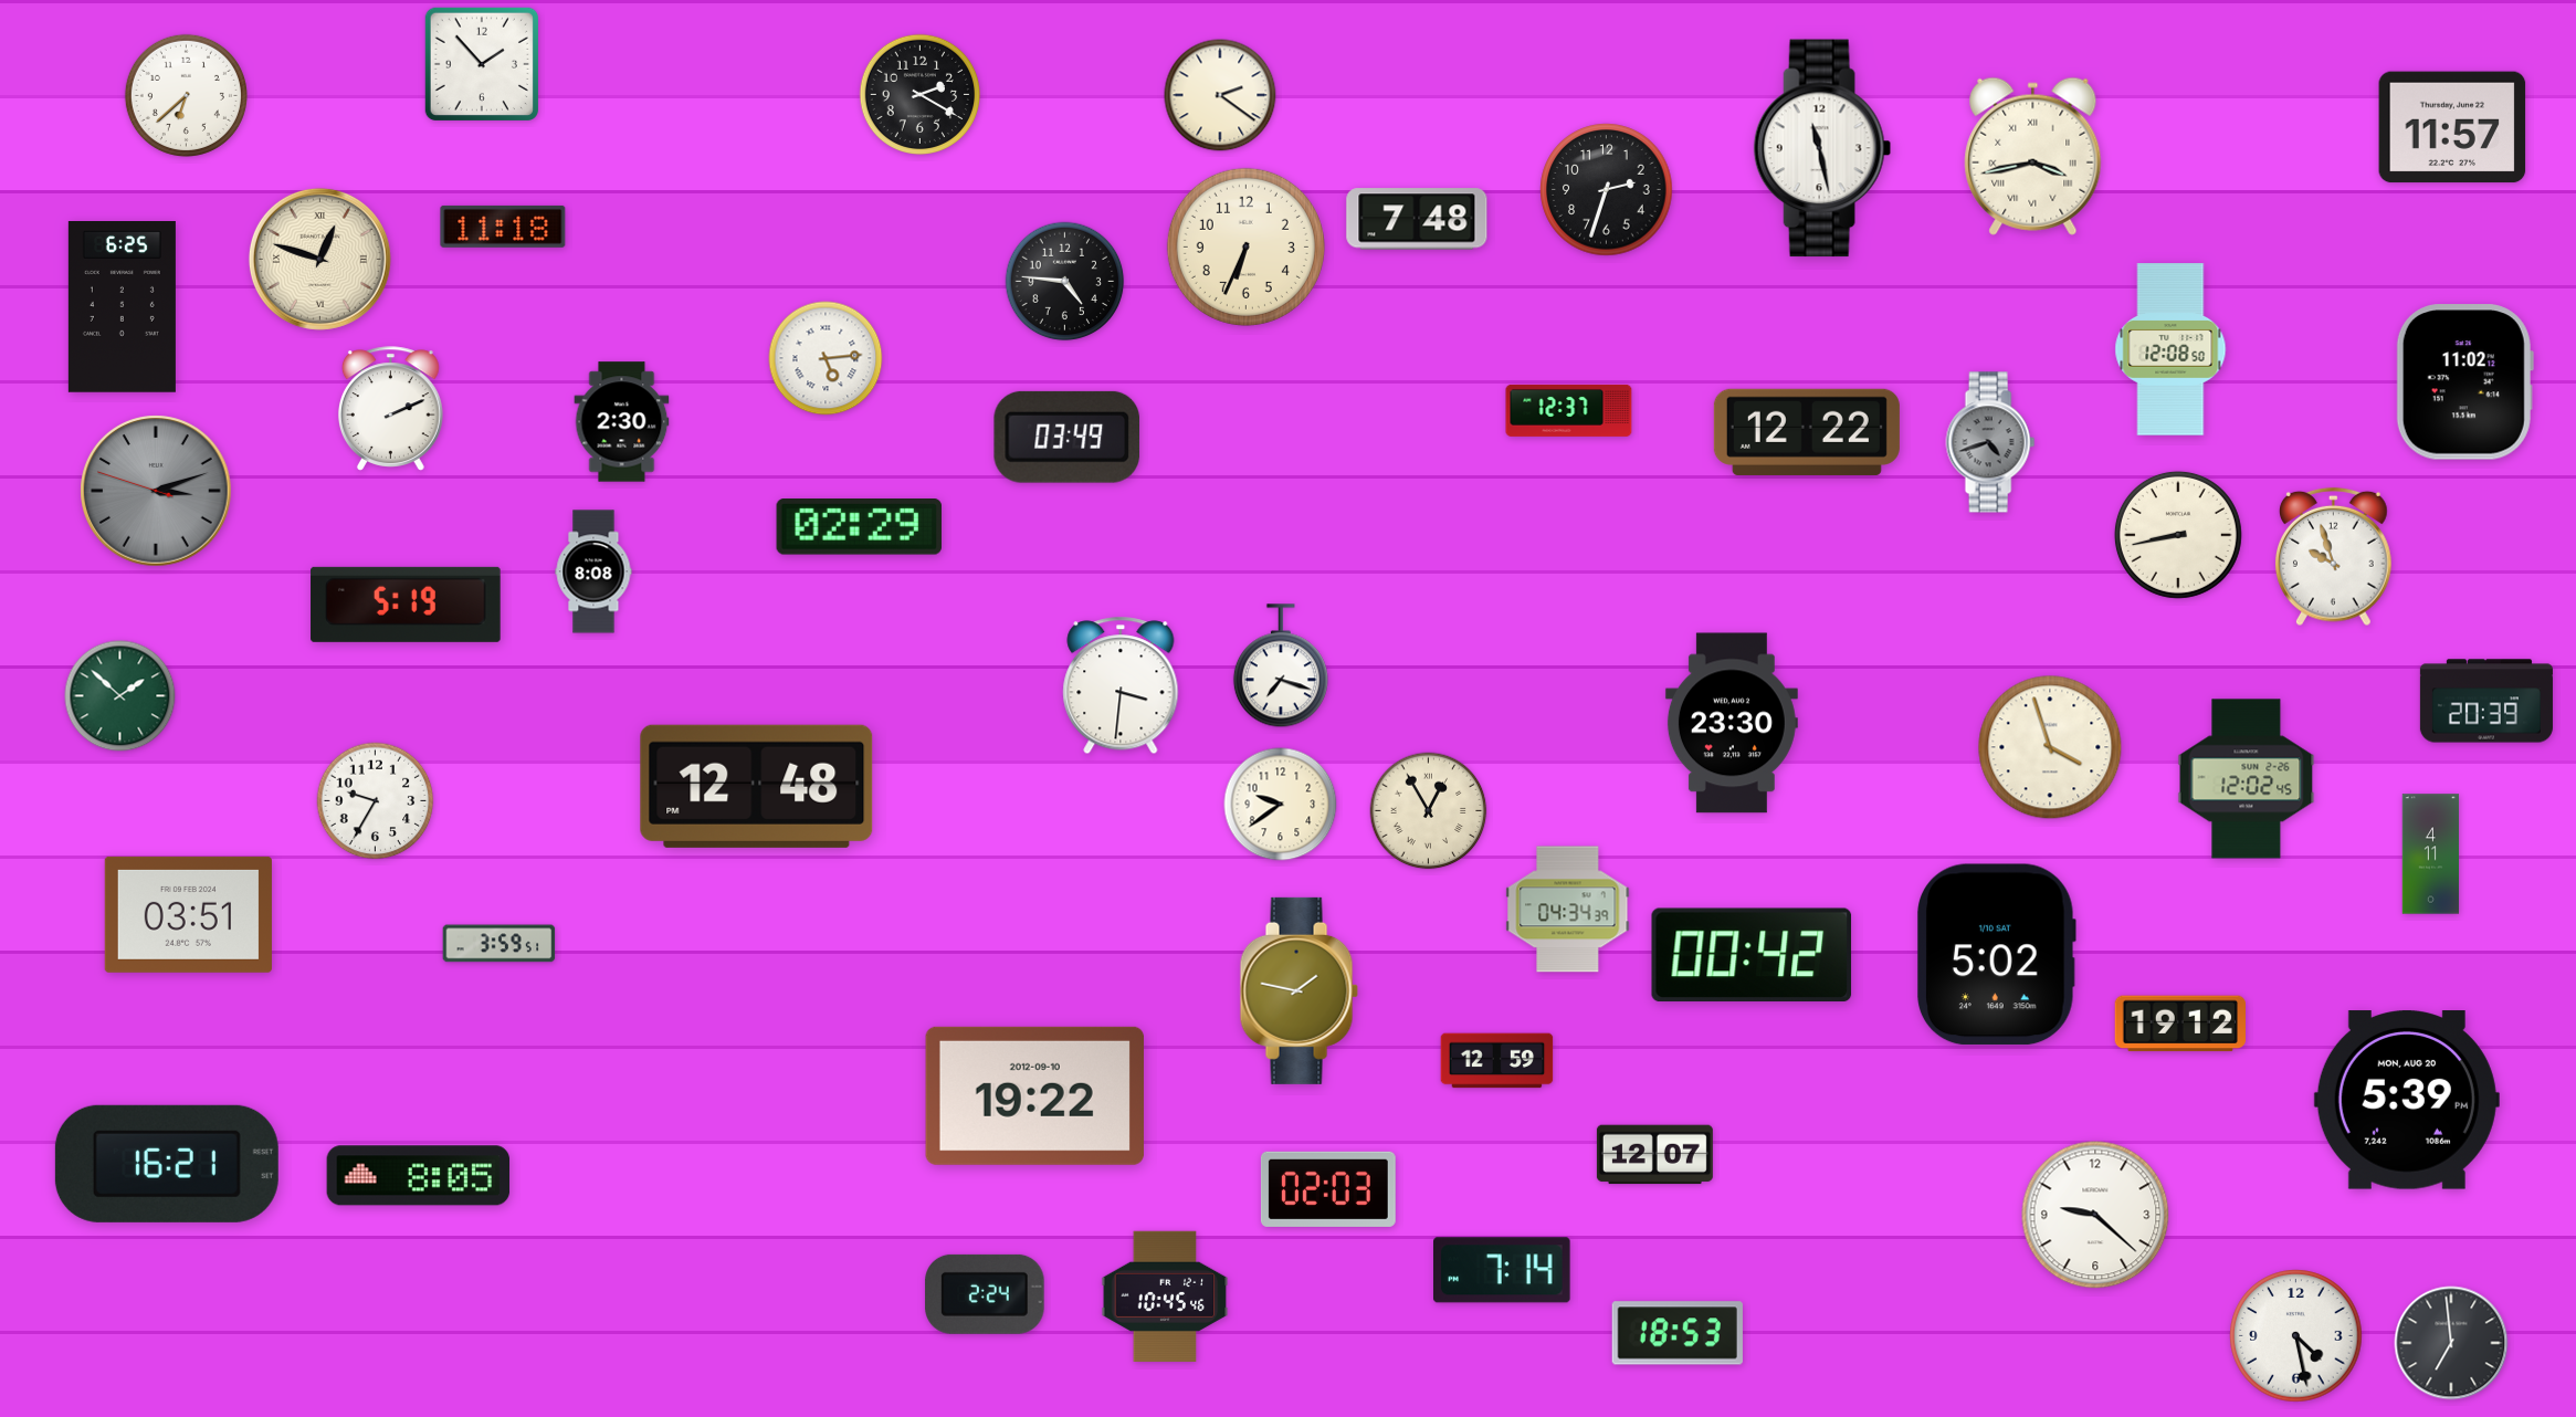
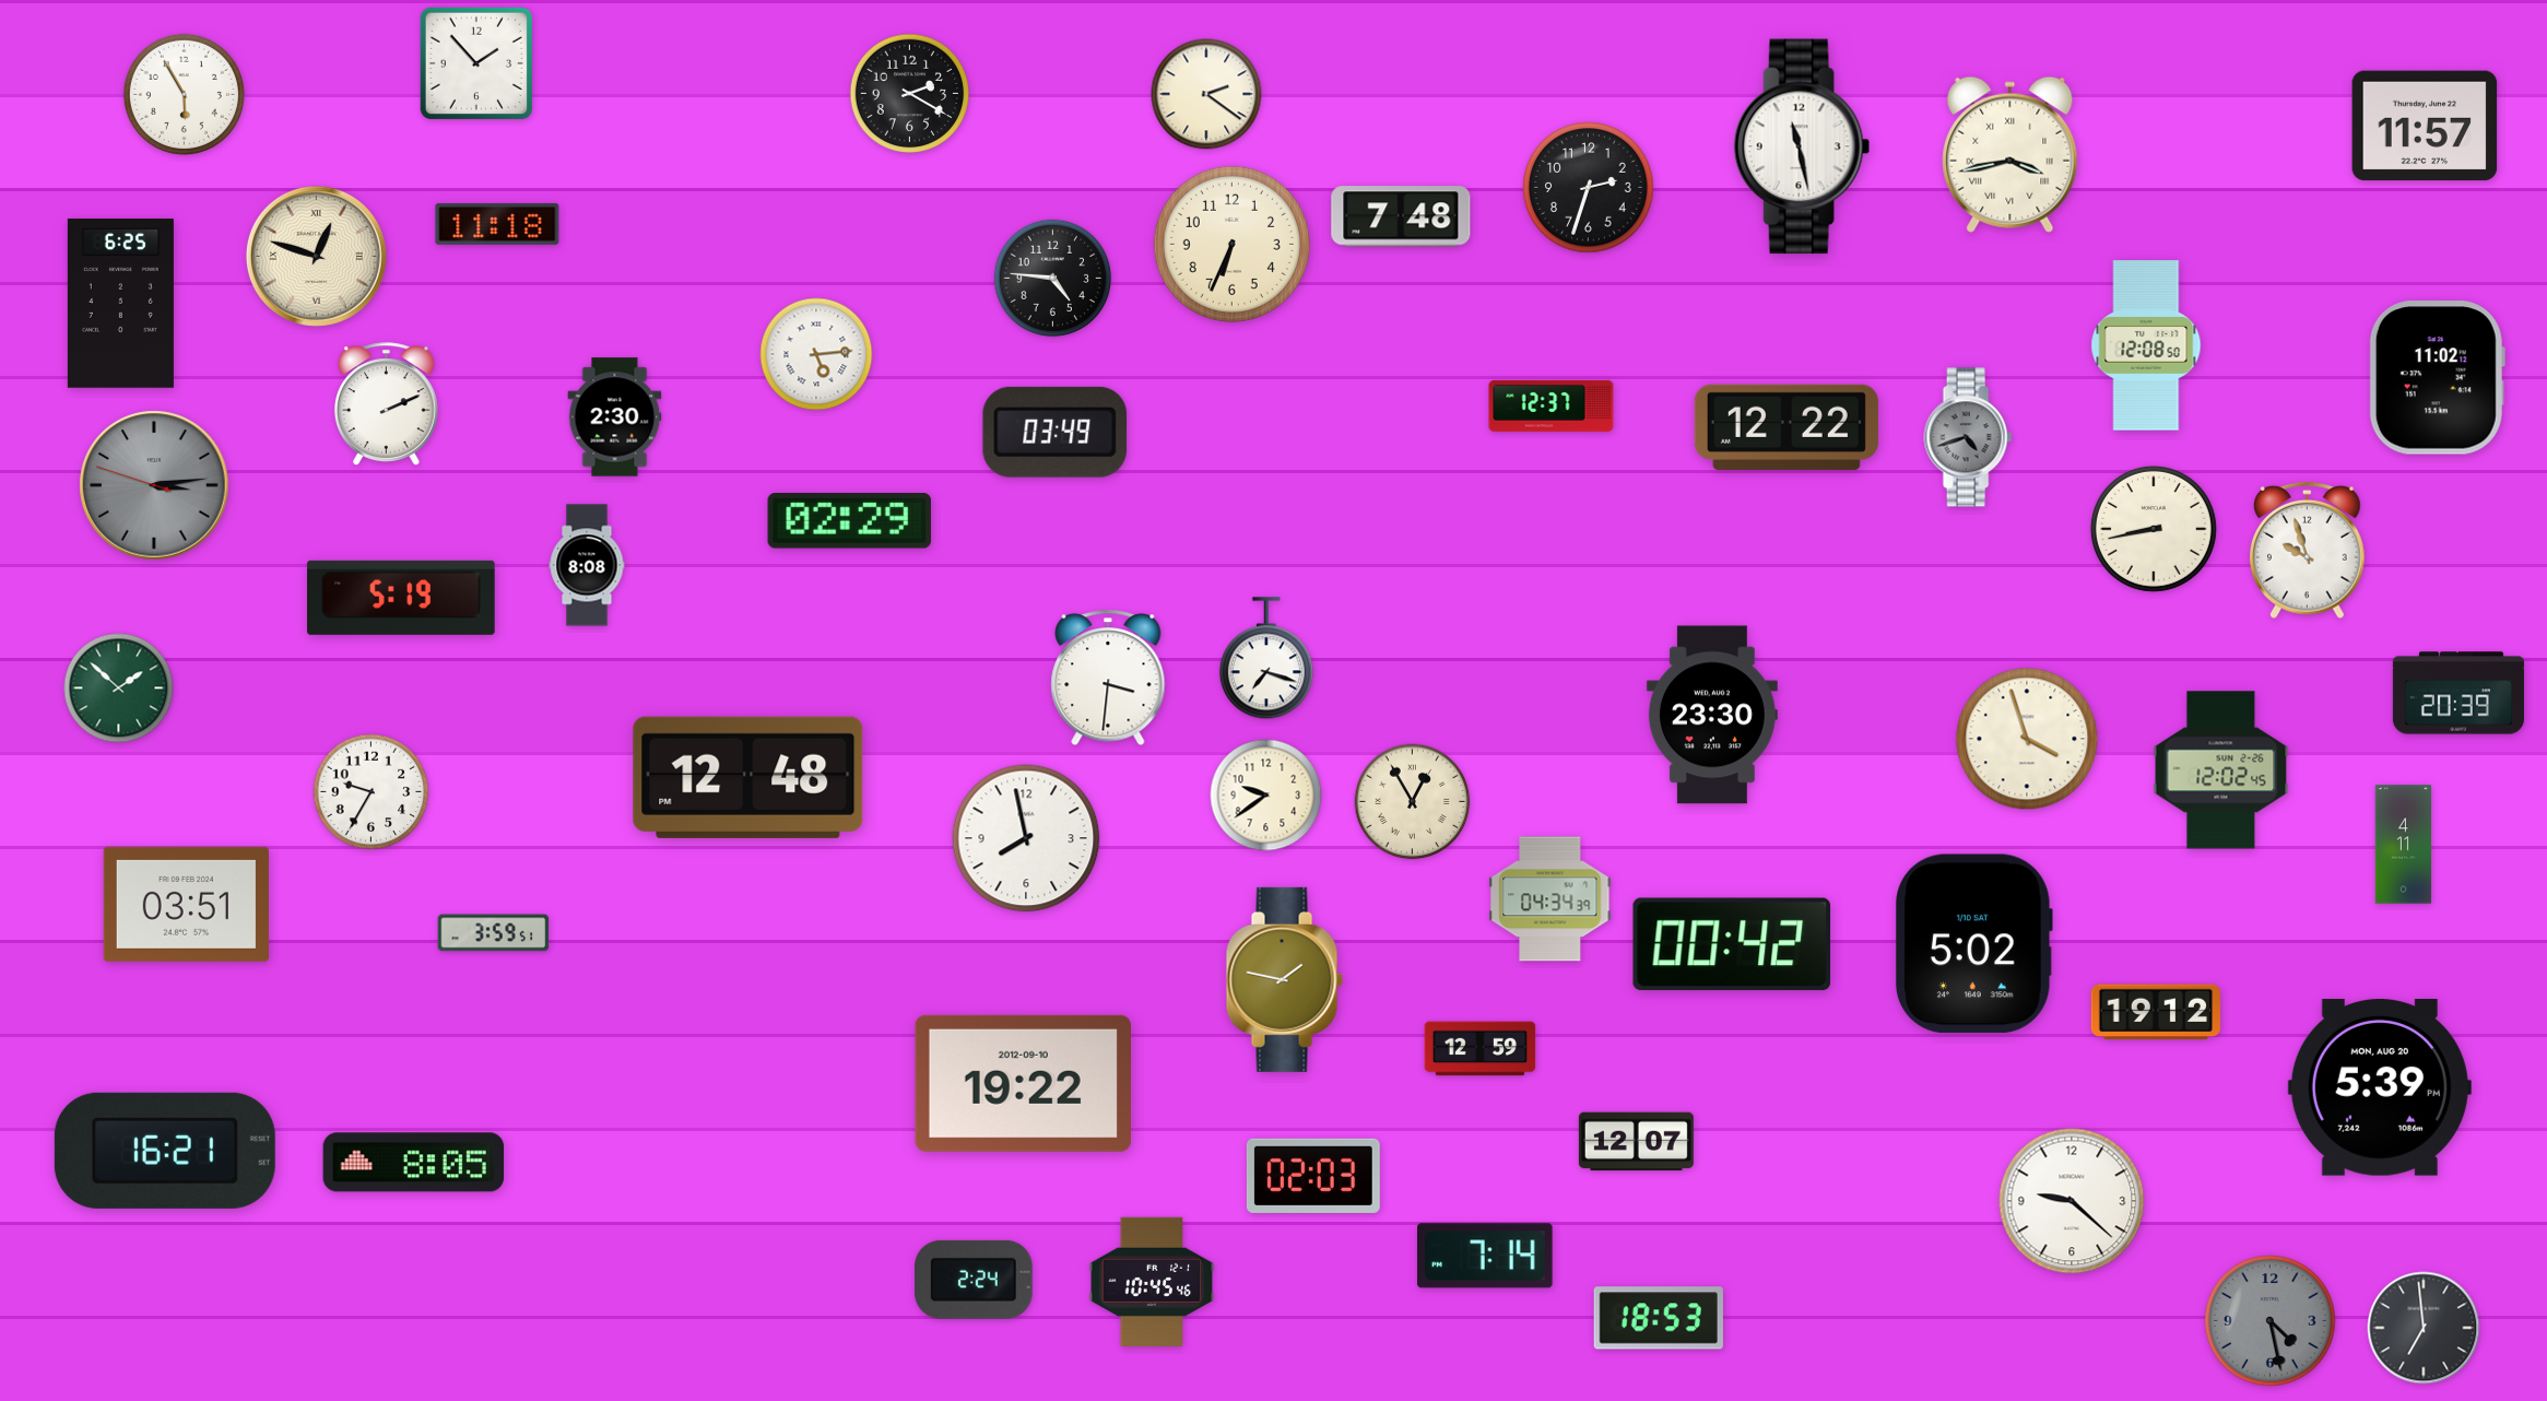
clock at (186, 95): 6:38 -> 5:55
clock at (156, 491): 3:11 -> 3:13
clock at (1026, 838): none -> 7:58
clock at (2296, 1336) dial: white -> grey
